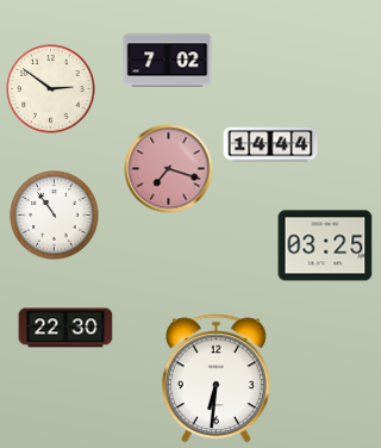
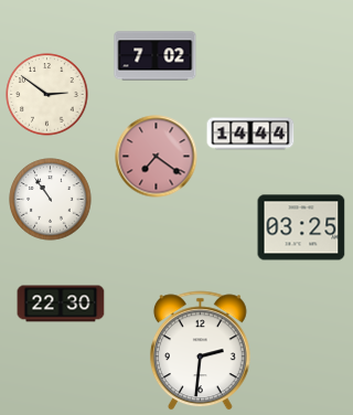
clock at (51, 89) position: (51, 89) -> (47, 95)
clock at (169, 169): 7:18 -> 7:21
clock at (216, 379): 6:31 -> 2:31
